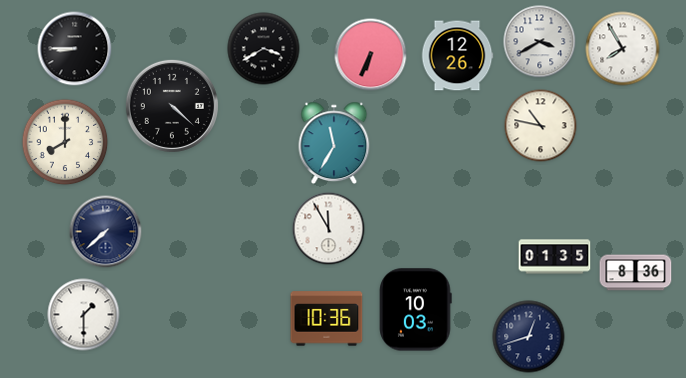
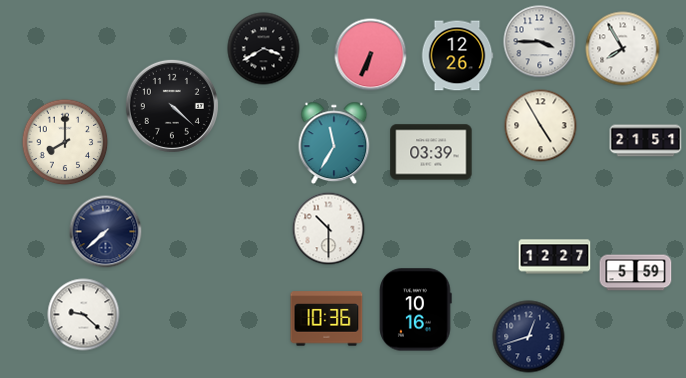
clock at (540, 42): 3:40 -> 3:45
clock at (75, 49): 8:45 -> none
clock at (541, 126): 10:47 -> 4:55
clock at (646, 141): none -> 21:51
clock at (431, 152): none -> 03:39
clock at (329, 229): 11:55 -> 10:30
clock at (555, 257): 01:35 -> 12:27
clock at (636, 273): 8:36 -> 5:59
clock at (416, 310): 10:03 -> 10:16
clock at (84, 315): 1:30 -> 9:22
